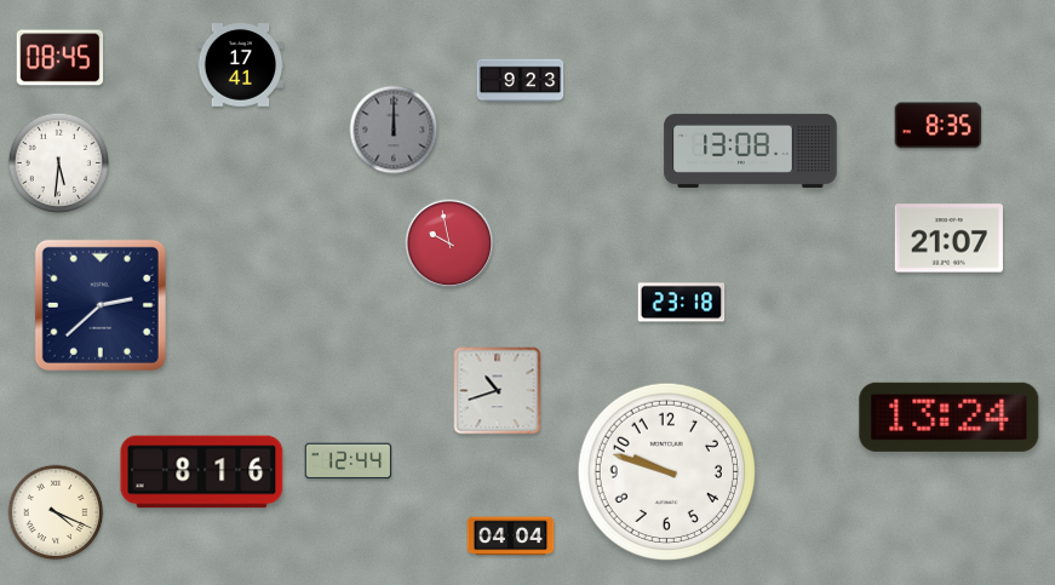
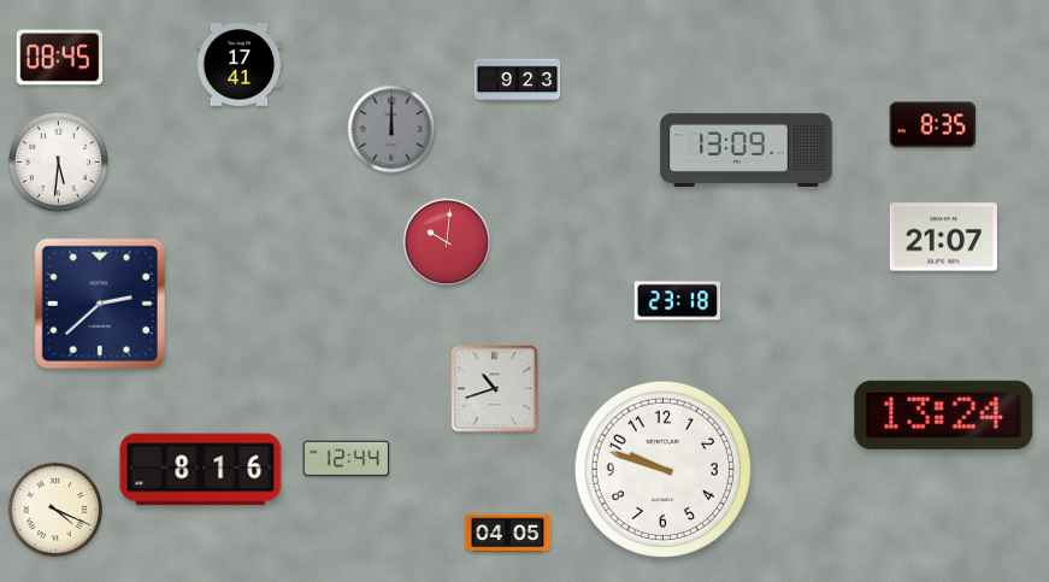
clock at (751, 150): 13:08 -> 13:09
clock at (449, 243): 9:58 -> 10:01
clock at (511, 537): 04:04 -> 04:05
